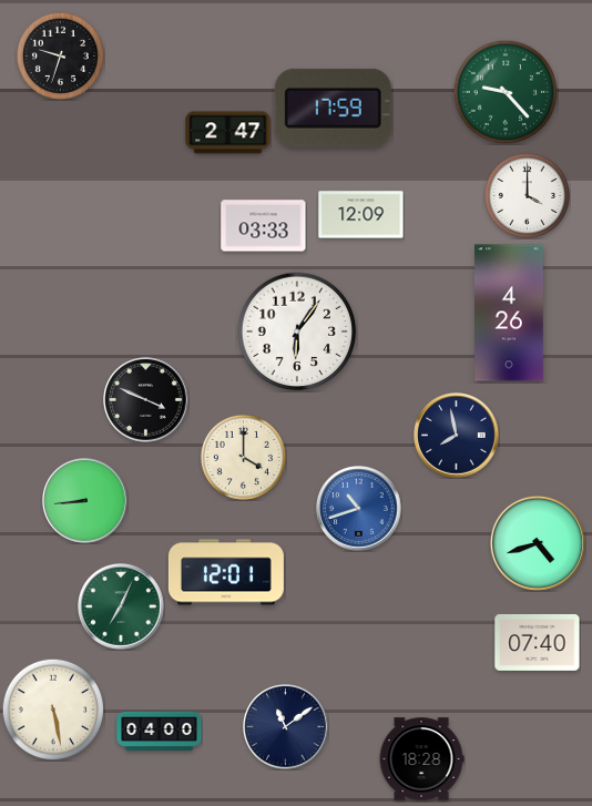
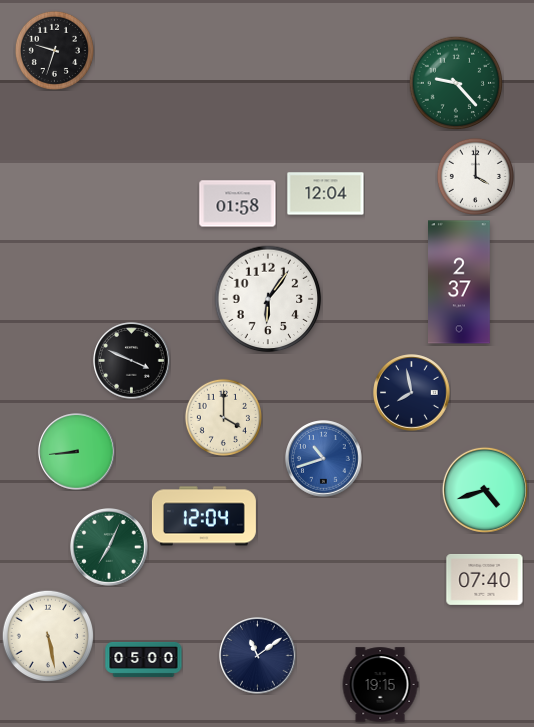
clock at (333, 108): 17:59 -> none
clock at (228, 133): 2:47 -> none
clock at (361, 215): 12:09 -> 12:04
clock at (264, 226): 03:33 -> 01:58
clock at (510, 313): 4:26 -> 2:37
clock at (243, 457) position: (243, 457) -> (223, 417)
clock at (226, 572): 12:01 -> 12:04
clock at (53, 710) position: (53, 710) -> (48, 636)
clock at (160, 731): 04:00 -> 05:00
clock at (421, 759): 18:28 -> 19:15
